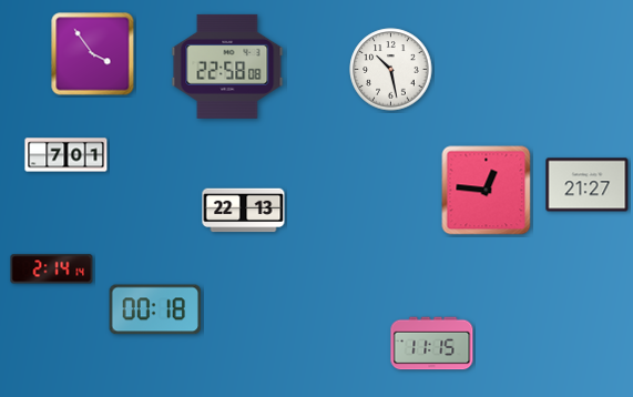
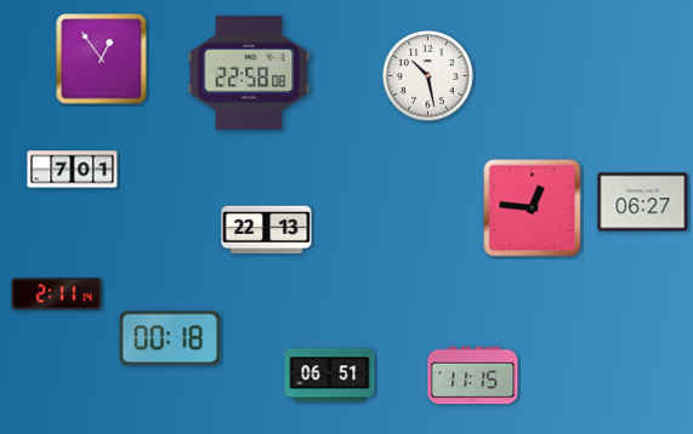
clock at (93, 54): 3:54 -> 12:54
clock at (588, 185): 21:27 -> 06:27
clock at (52, 269): 2:14 -> 2:11
clock at (330, 376): none -> 06:51
